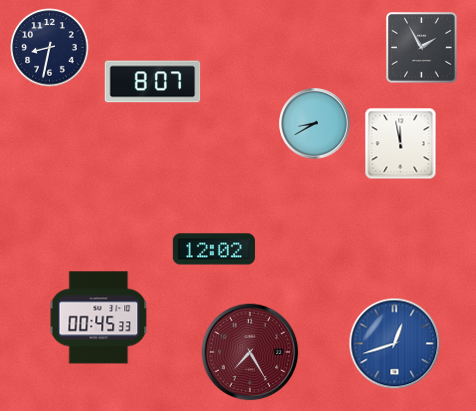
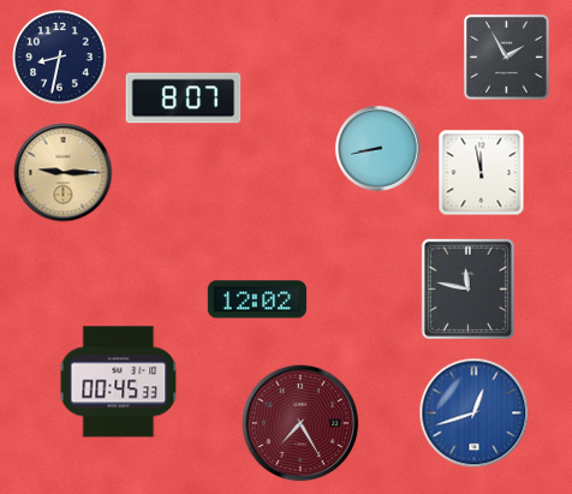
clock at (315, 124): 8:40 -> 8:43
clock at (64, 173): none -> 9:15
clock at (467, 288): none -> 11:47
